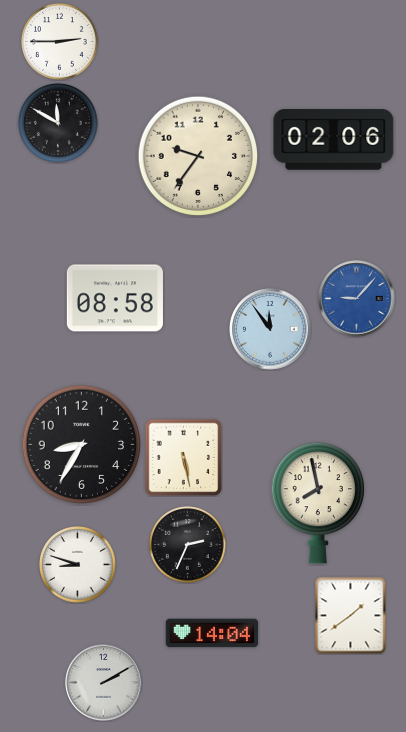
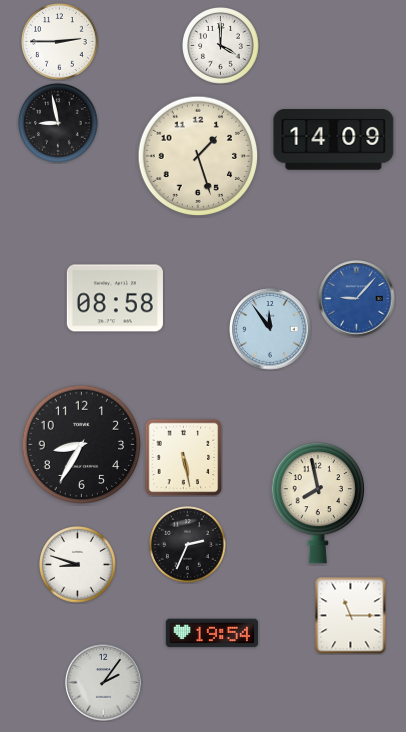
clock at (221, 46): none -> 4:00
clock at (58, 123): 11:50 -> 8:58
clock at (334, 140): 02:06 -> 14:09
clock at (198, 156): 9:36 -> 1:27
clock at (351, 615): 1:39 -> 11:15
clock at (212, 633): 14:04 -> 19:54
clock at (104, 683): 2:10 -> 2:06
